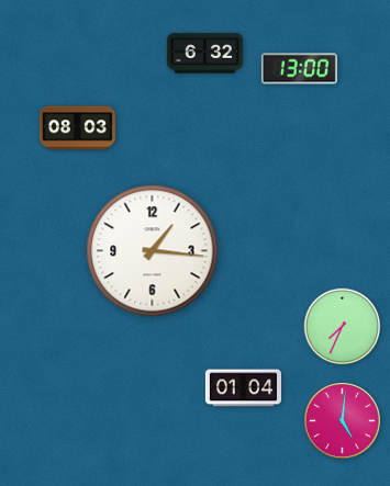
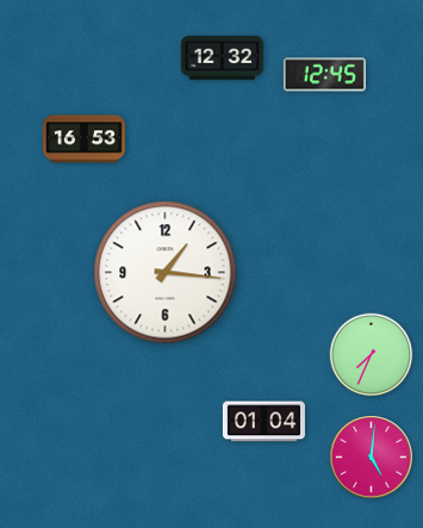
clock at (204, 54): 6:32 -> 12:32
clock at (299, 69): 13:00 -> 12:45
clock at (77, 128): 08:03 -> 16:53
